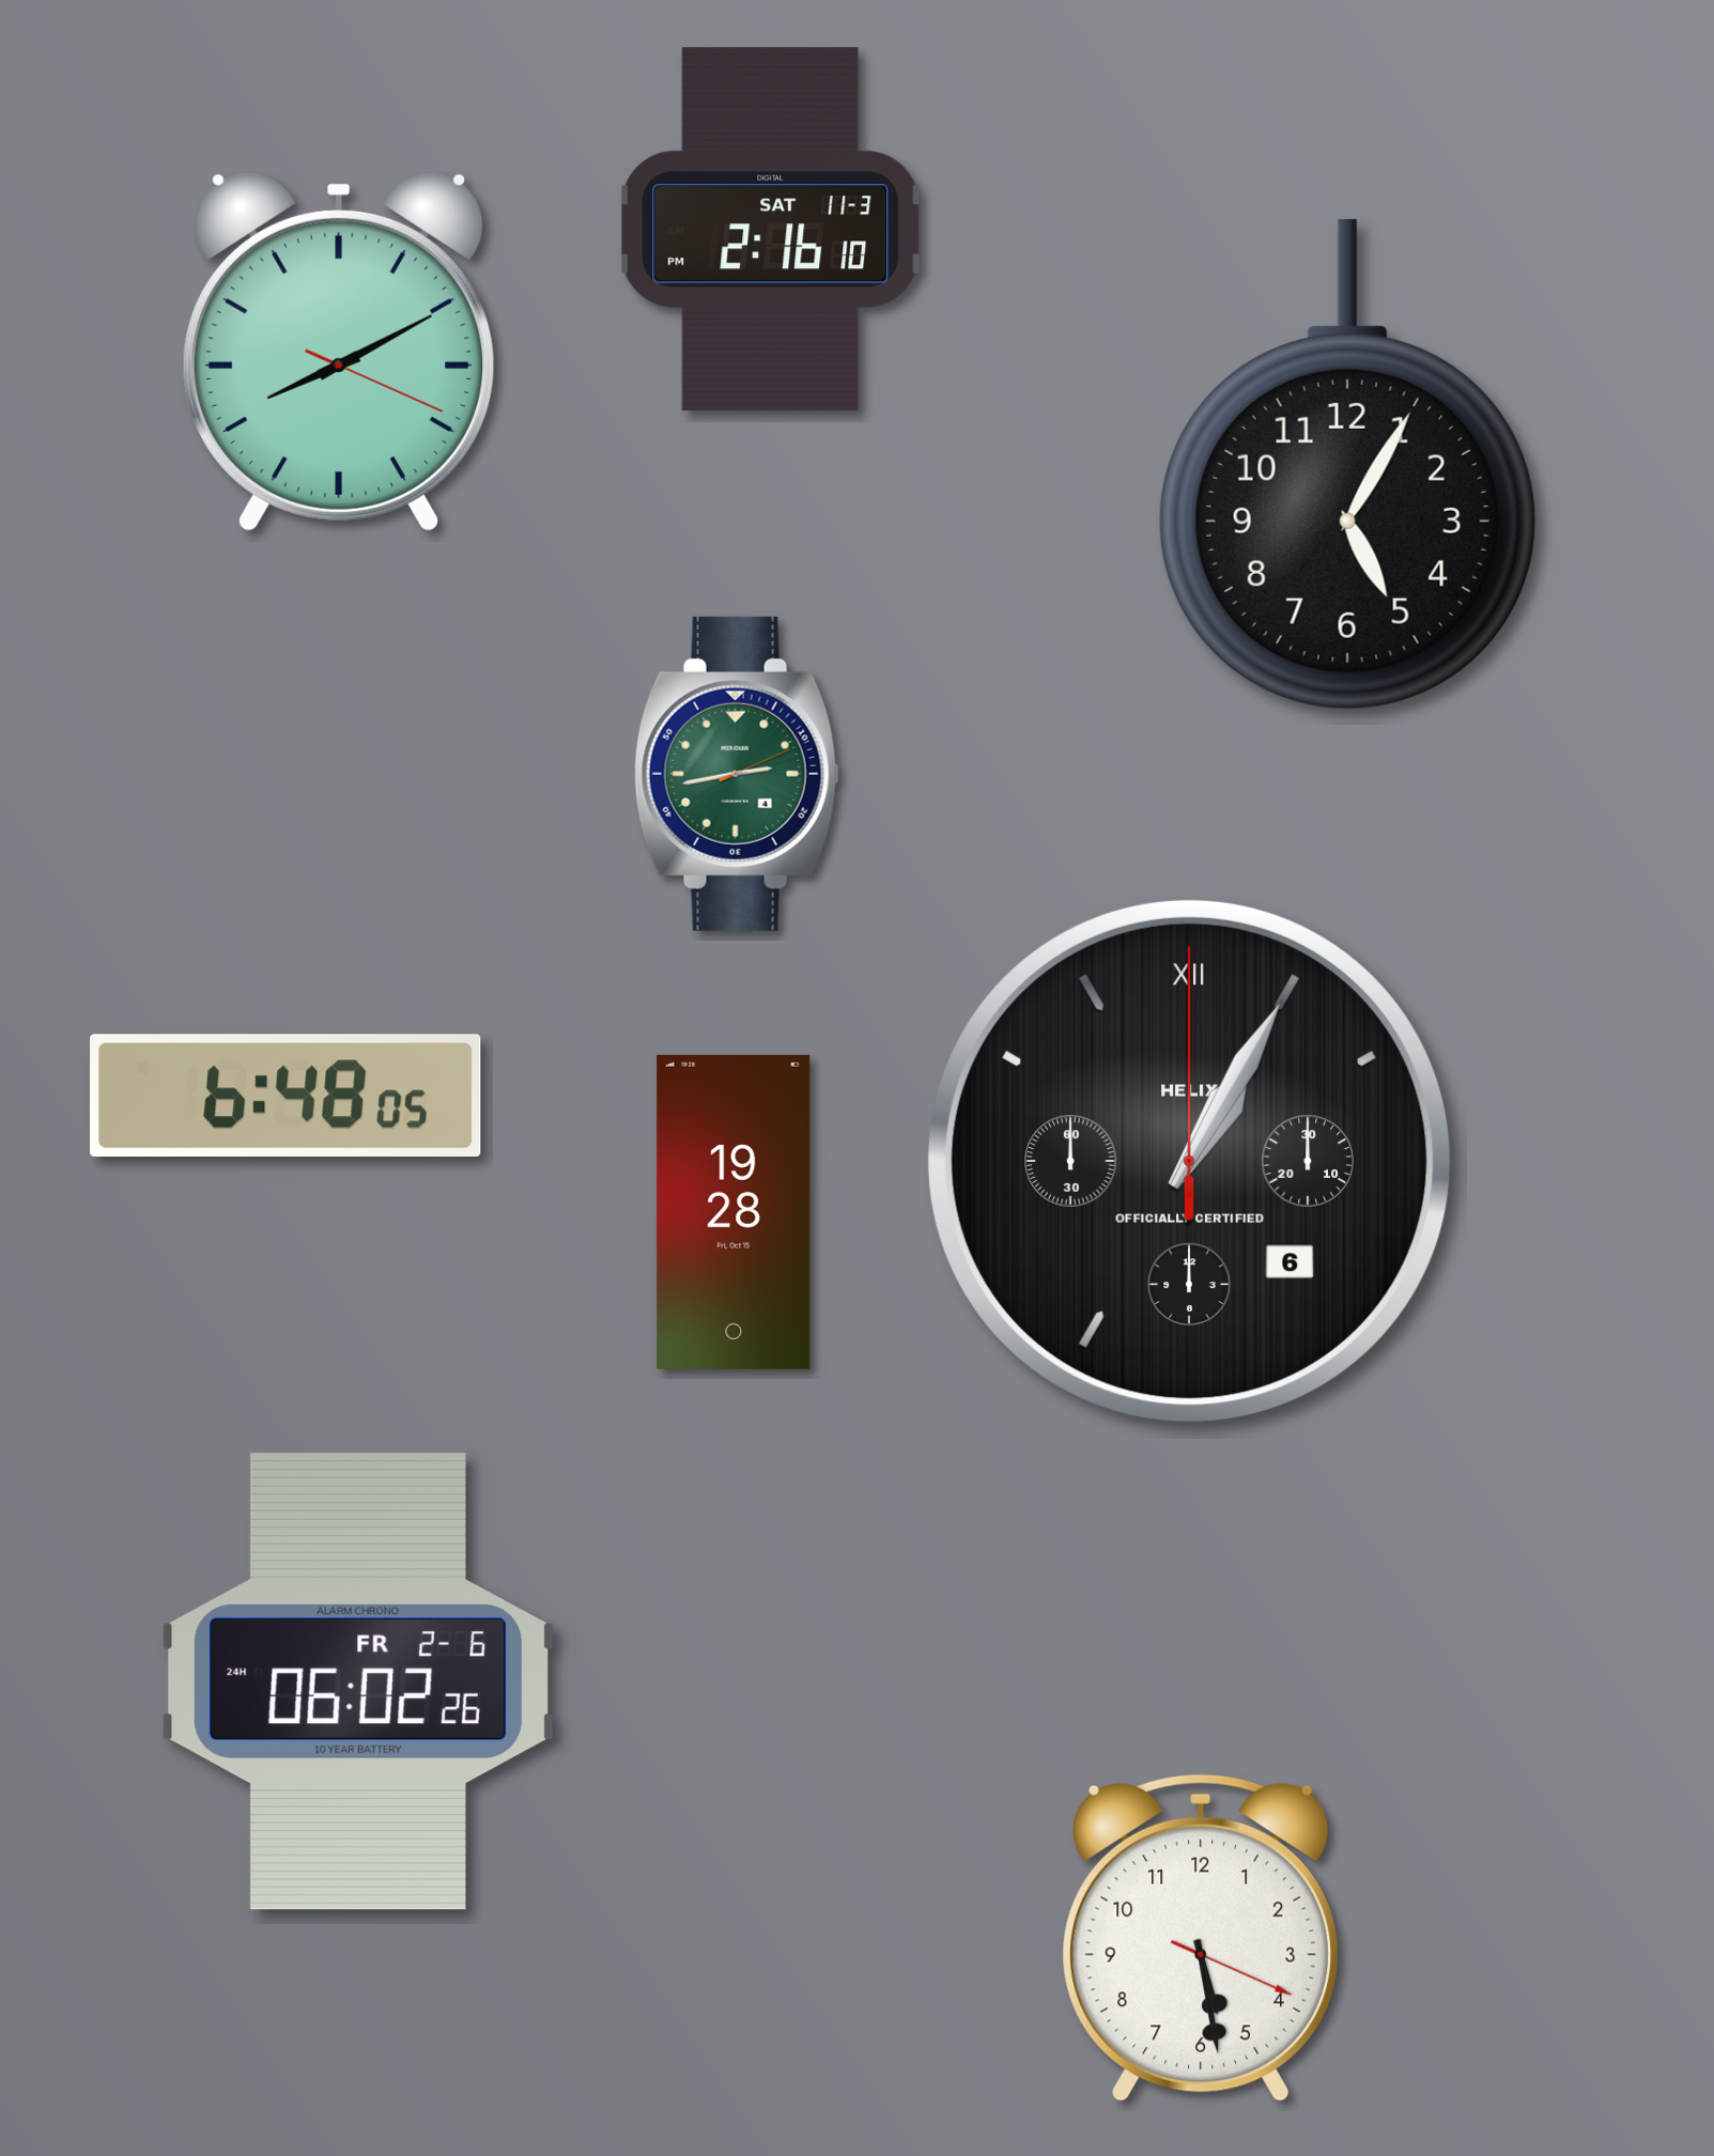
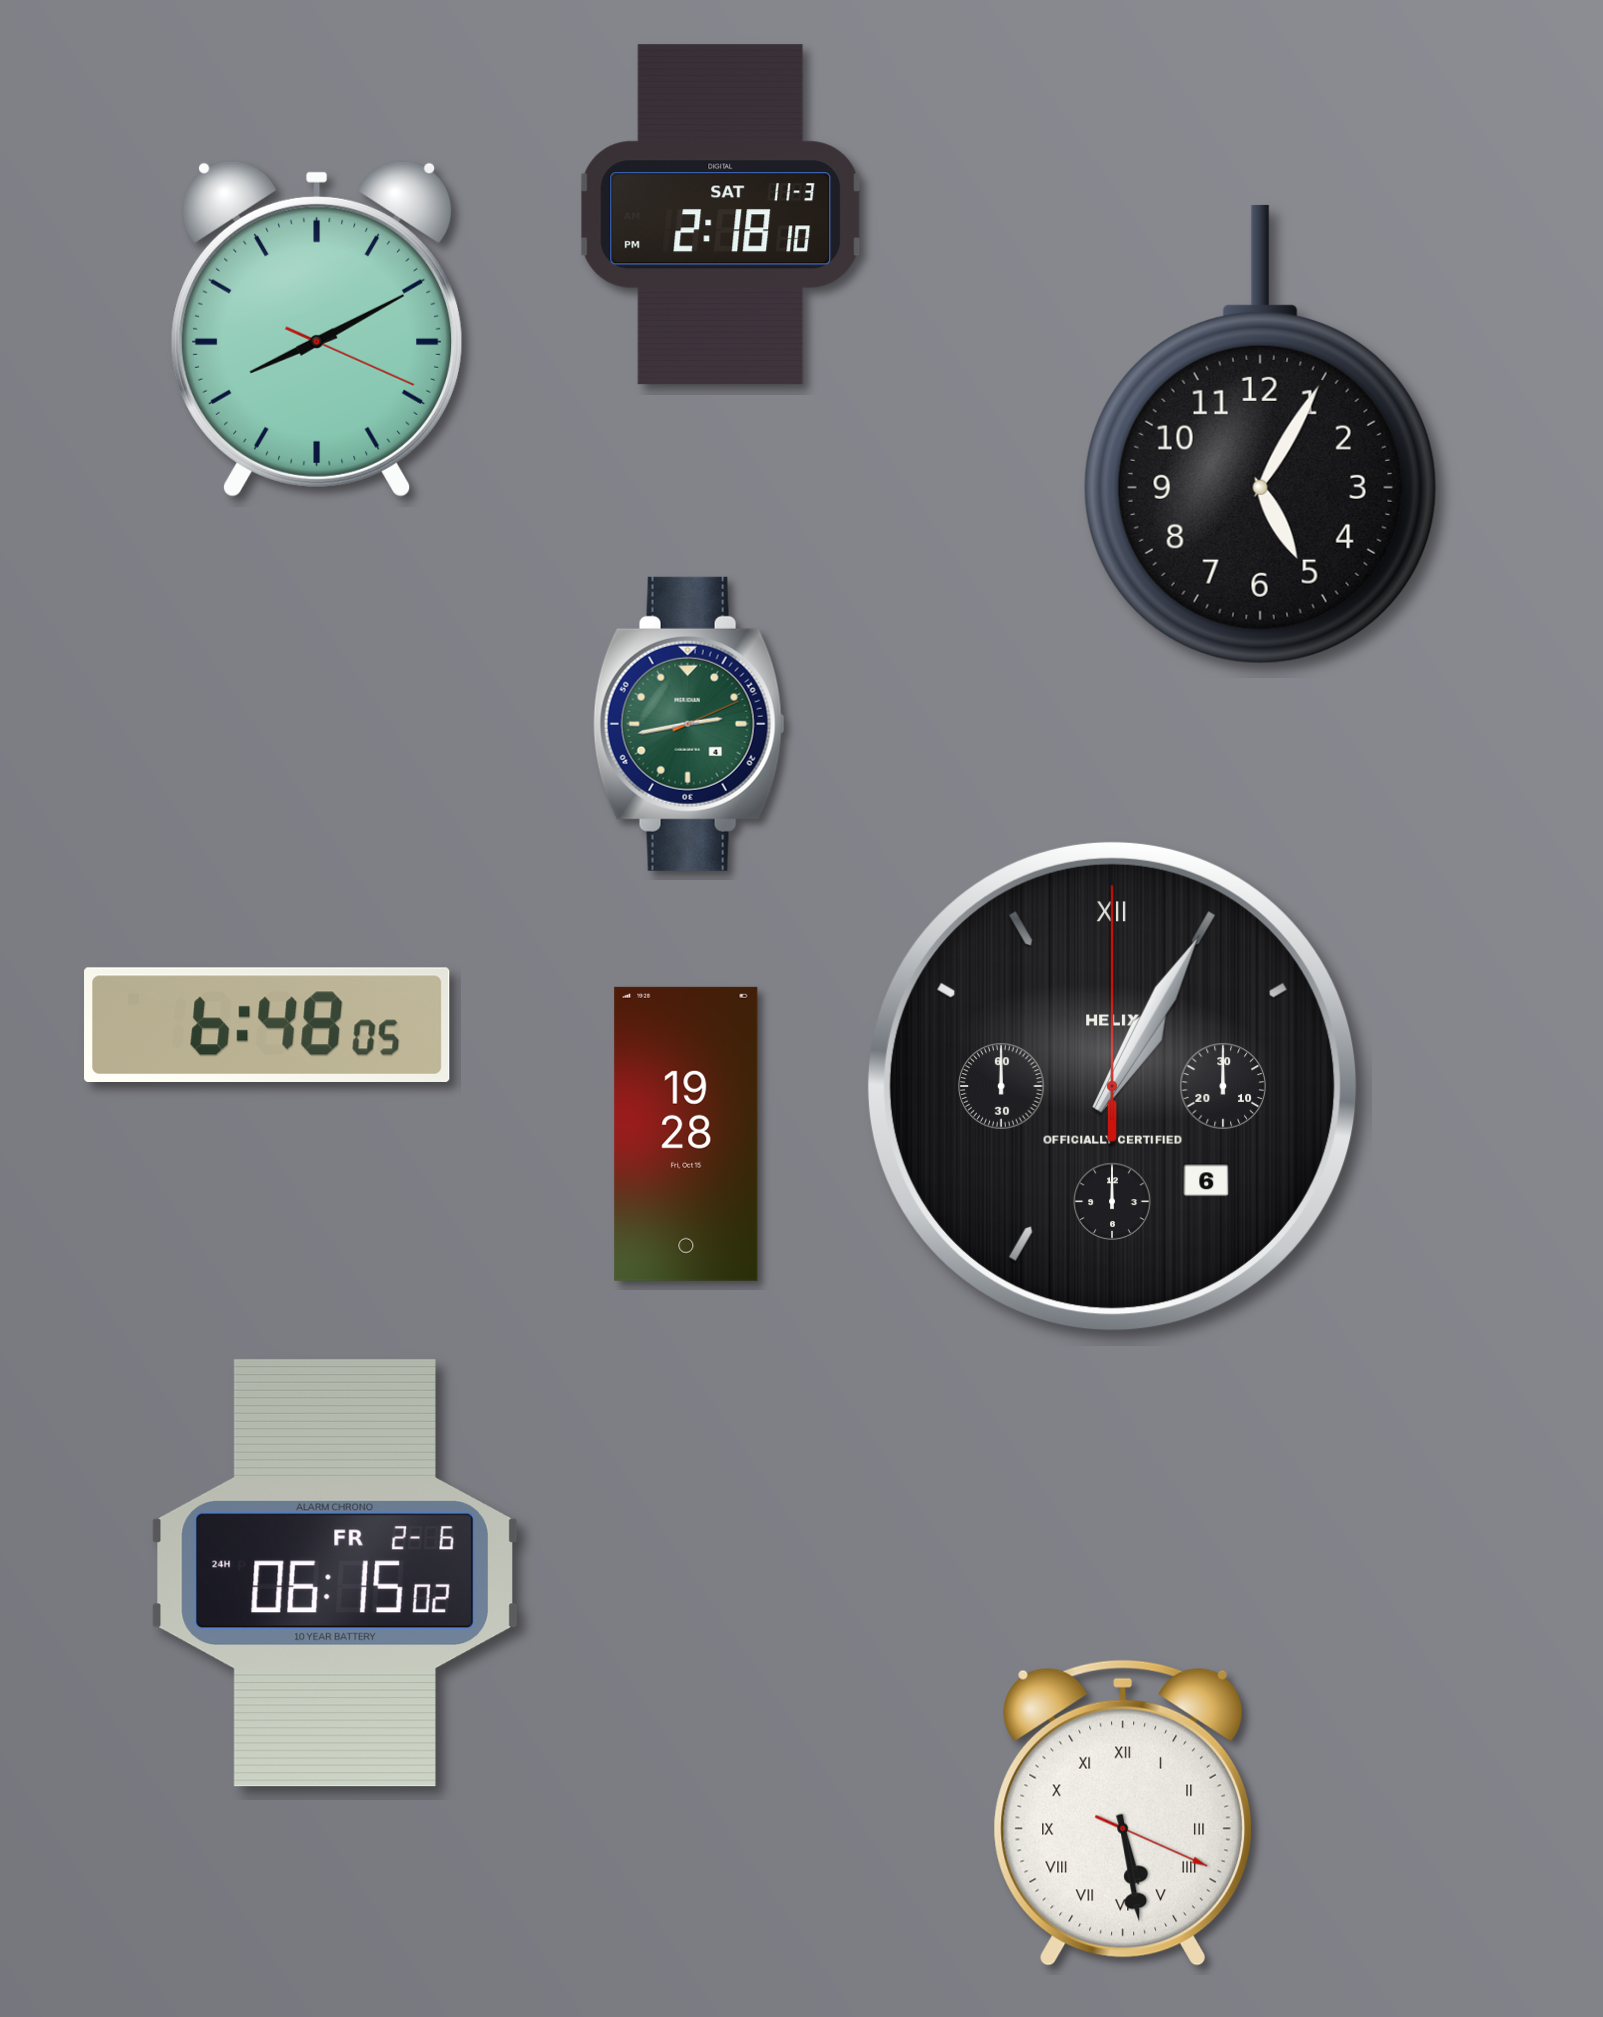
clock at (771, 230): 2:16 -> 2:18
clock at (358, 1681): 06:02 -> 06:15
clock at (1201, 1938) numerals: Arabic -> Roman
